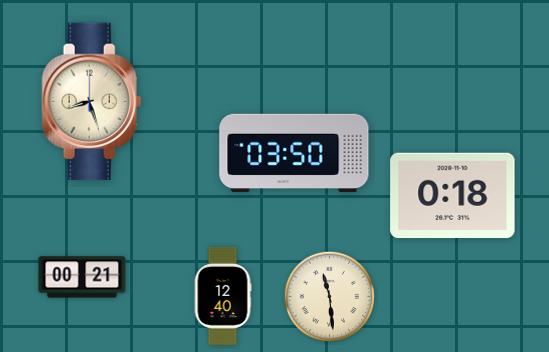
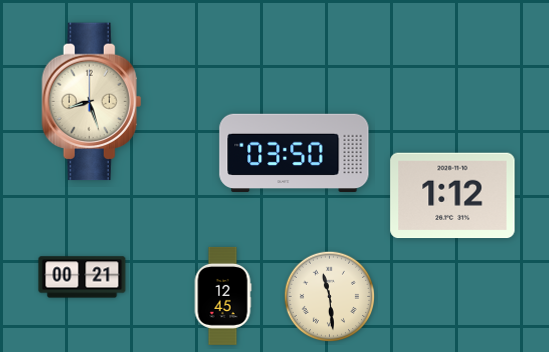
clock at (453, 196): 0:18 -> 1:12
clock at (223, 296): 12:40 -> 12:45
